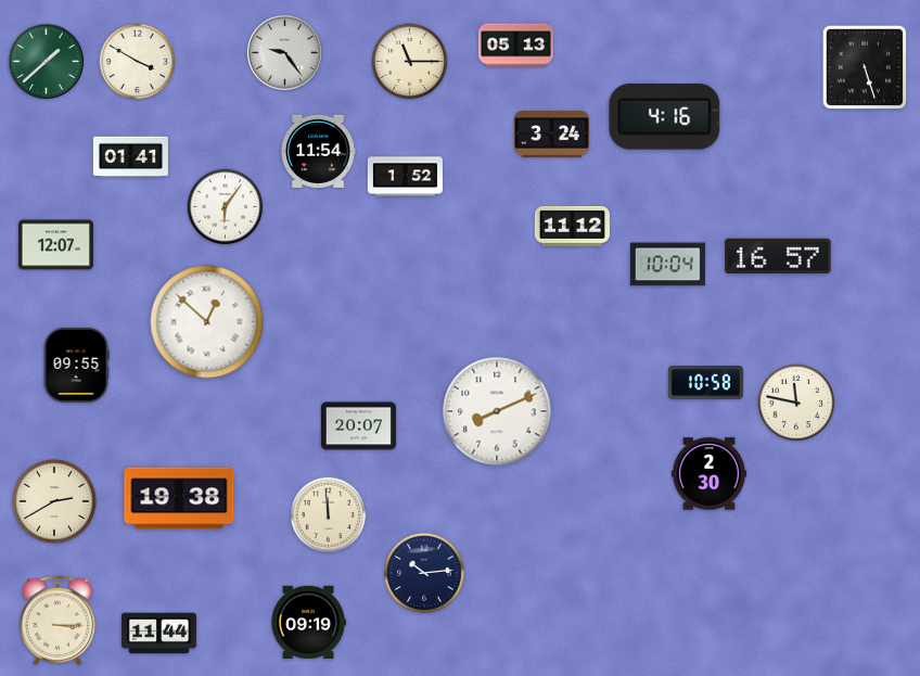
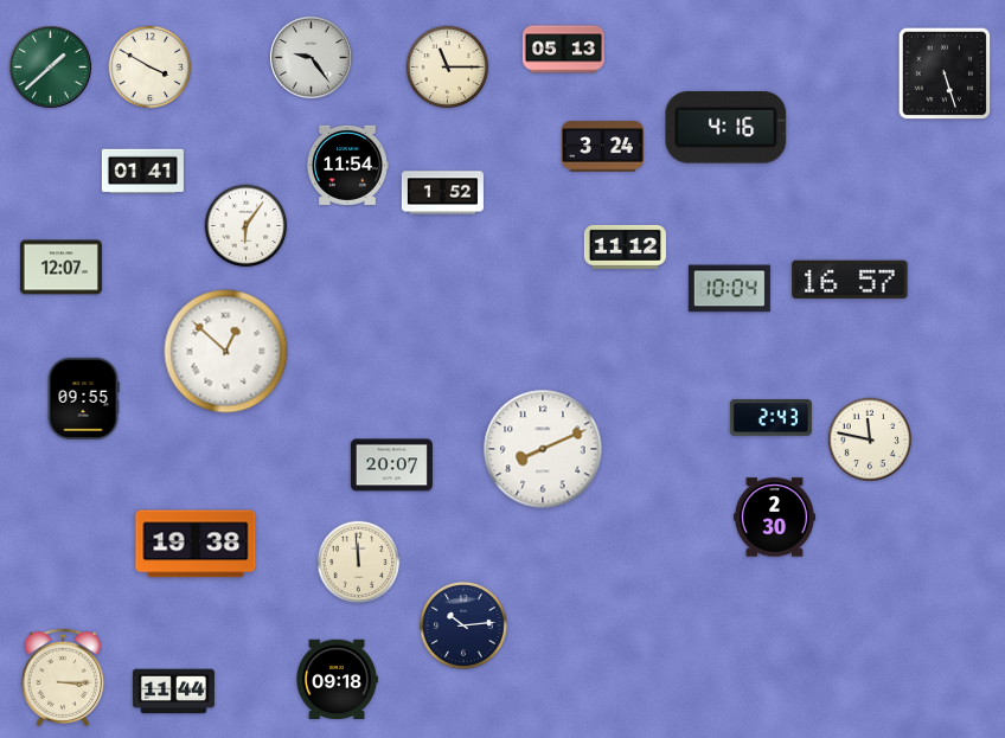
clock at (705, 383): 10:58 -> 2:43
clock at (54, 501): 2:40 -> none
clock at (308, 622): 09:19 -> 09:18
